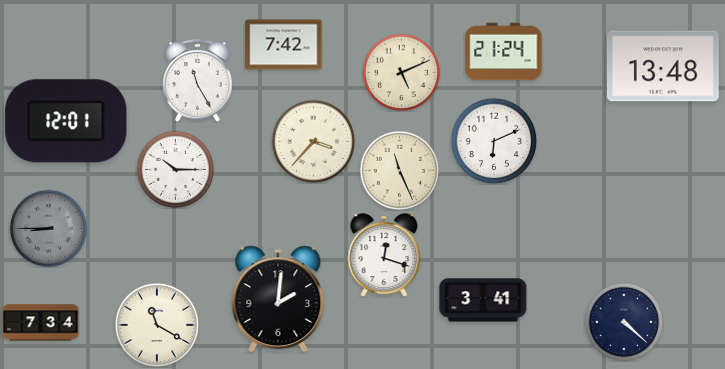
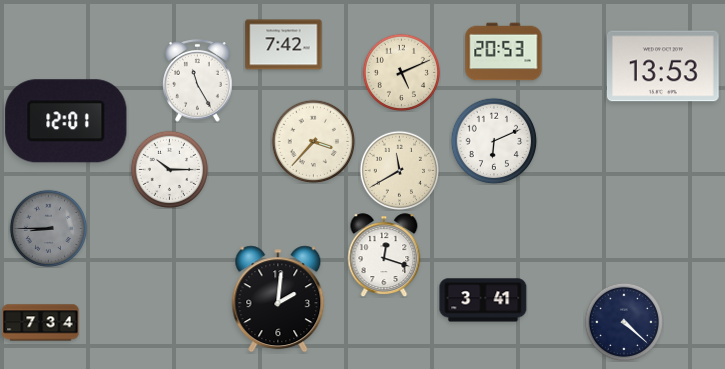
clock at (504, 52): 21:24 -> 20:53
clock at (663, 66): 13:48 -> 13:53
clock at (175, 169) position: (175, 169) -> (169, 169)
clock at (399, 170): 11:26 -> 11:40
clock at (157, 325): 11:20 -> none
